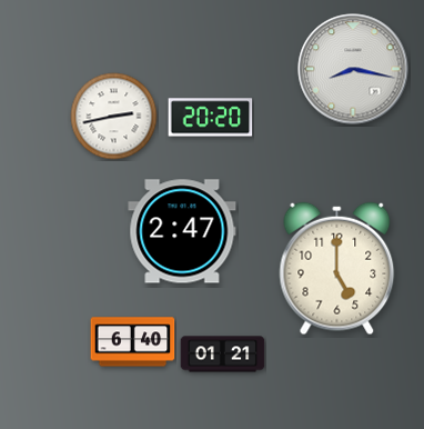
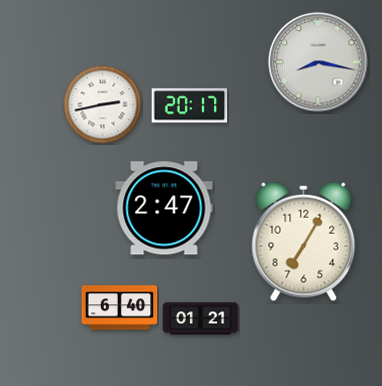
clock at (211, 118): 20:20 -> 20:17
clock at (337, 269): 5:00 -> 7:05
